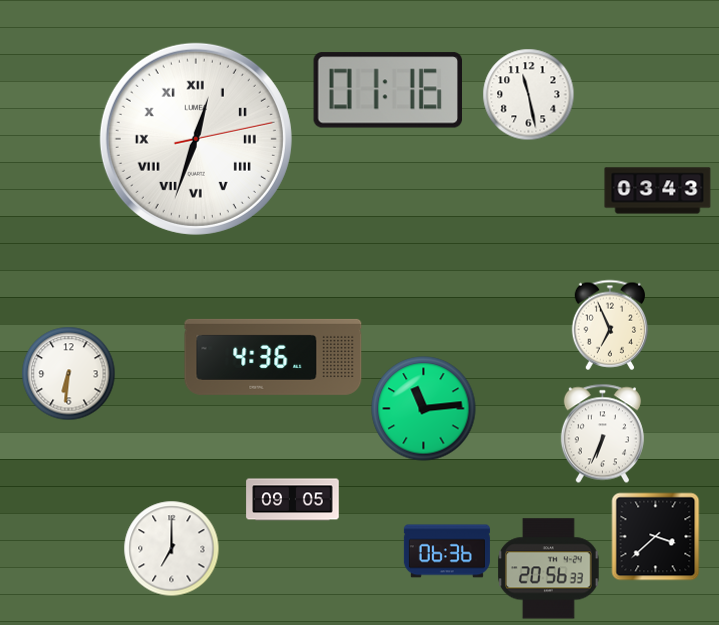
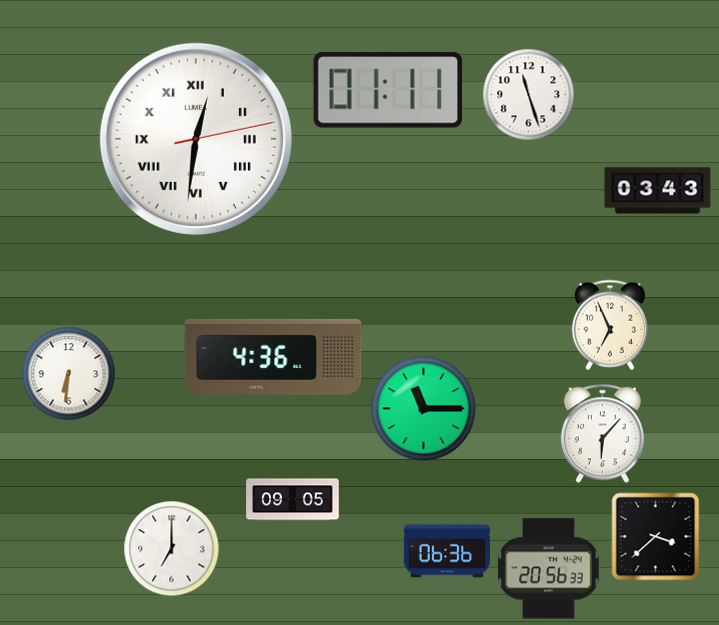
clock at (387, 90): 01:16 -> 01:11
clock at (529, 95): 11:28 -> 11:27
clock at (196, 139): 12:33 -> 12:31
clock at (424, 409): 11:14 -> 11:15
clock at (602, 434): 6:34 -> 6:07
